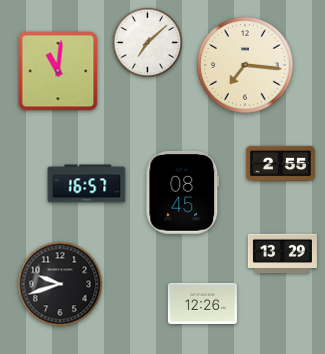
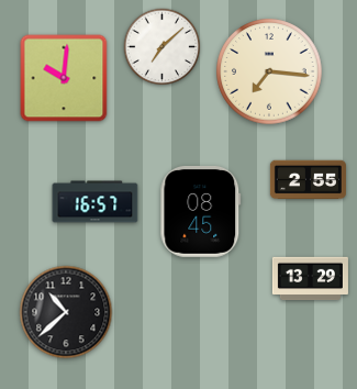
clock at (58, 71): 11:01 -> 10:01
clock at (60, 284): 9:42 -> 10:38
clock at (202, 303): 12:26 -> none
